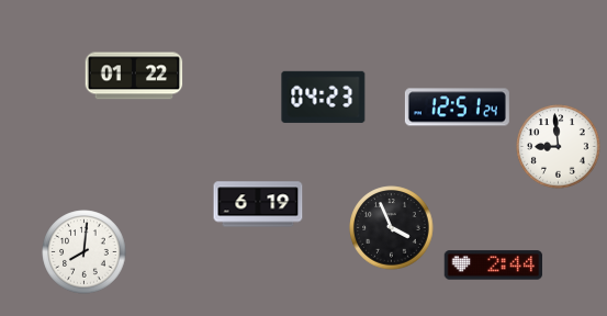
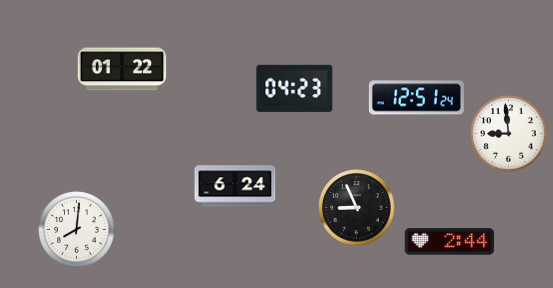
clock at (258, 204): 6:19 -> 6:24
clock at (392, 228): 3:56 -> 8:56
